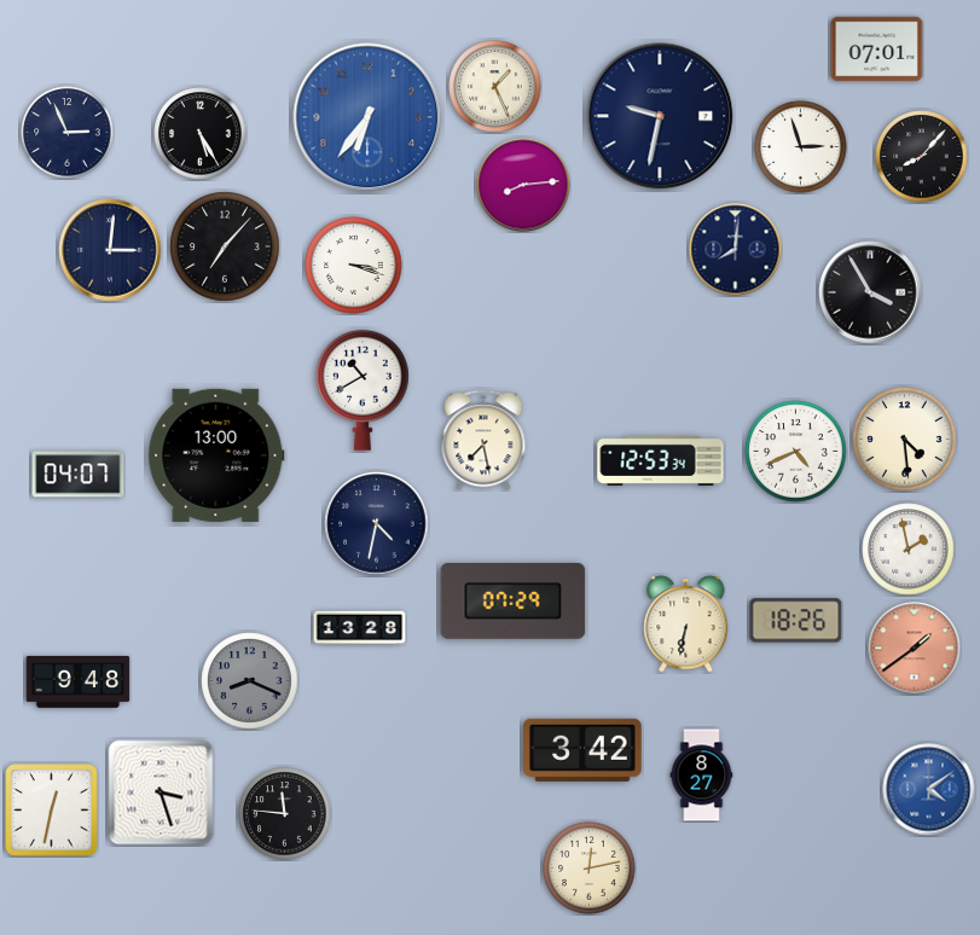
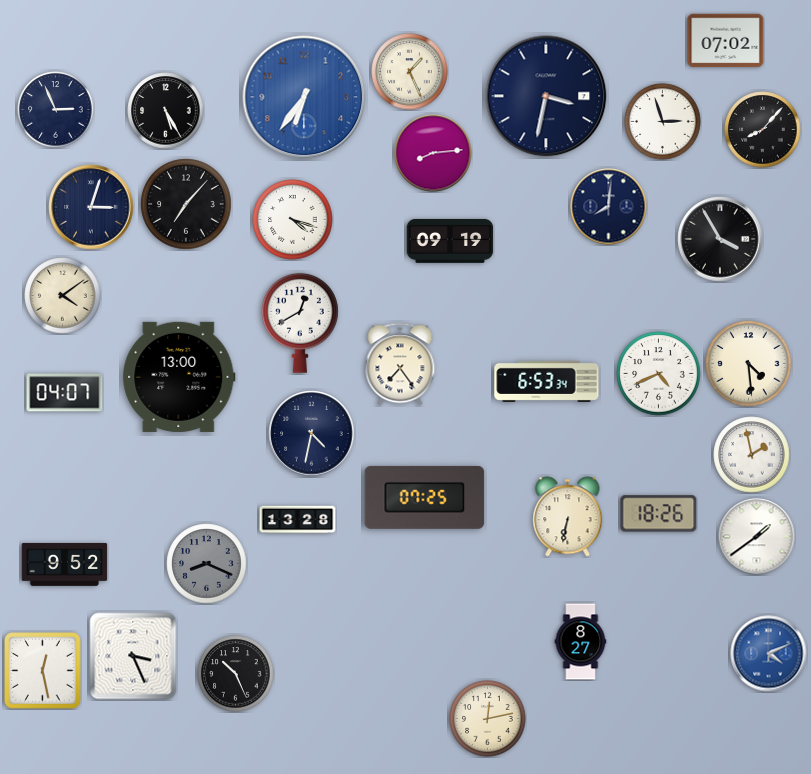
clock at (877, 50): 07:01 -> 07:02
clock at (660, 116): 9:32 -> 3:32
clock at (110, 250): 3:01 -> 3:03
clock at (354, 266): 3:18 -> 4:18
clock at (450, 241): none -> 09:19
clock at (870, 292) position: (870, 292) -> (720, 239)
clock at (63, 296): none -> 4:09
clock at (363, 390): 10:40 -> 12:40
clock at (483, 440): 7:28 -> 7:24
clock at (661, 460): 12:53 -> 6:53
clock at (514, 600): 07:29 -> 07:25
clock at (915, 649) dial: salmon -> white
clock at (79, 681): 9:48 -> 9:52
clock at (582, 750): 3:42 -> none
clock at (929, 790): 4:09 -> 4:11
clock at (161, 792): 3:27 -> 3:26
clock at (52, 811): 12:32 -> 12:28
clock at (285, 814): 11:46 -> 10:26
